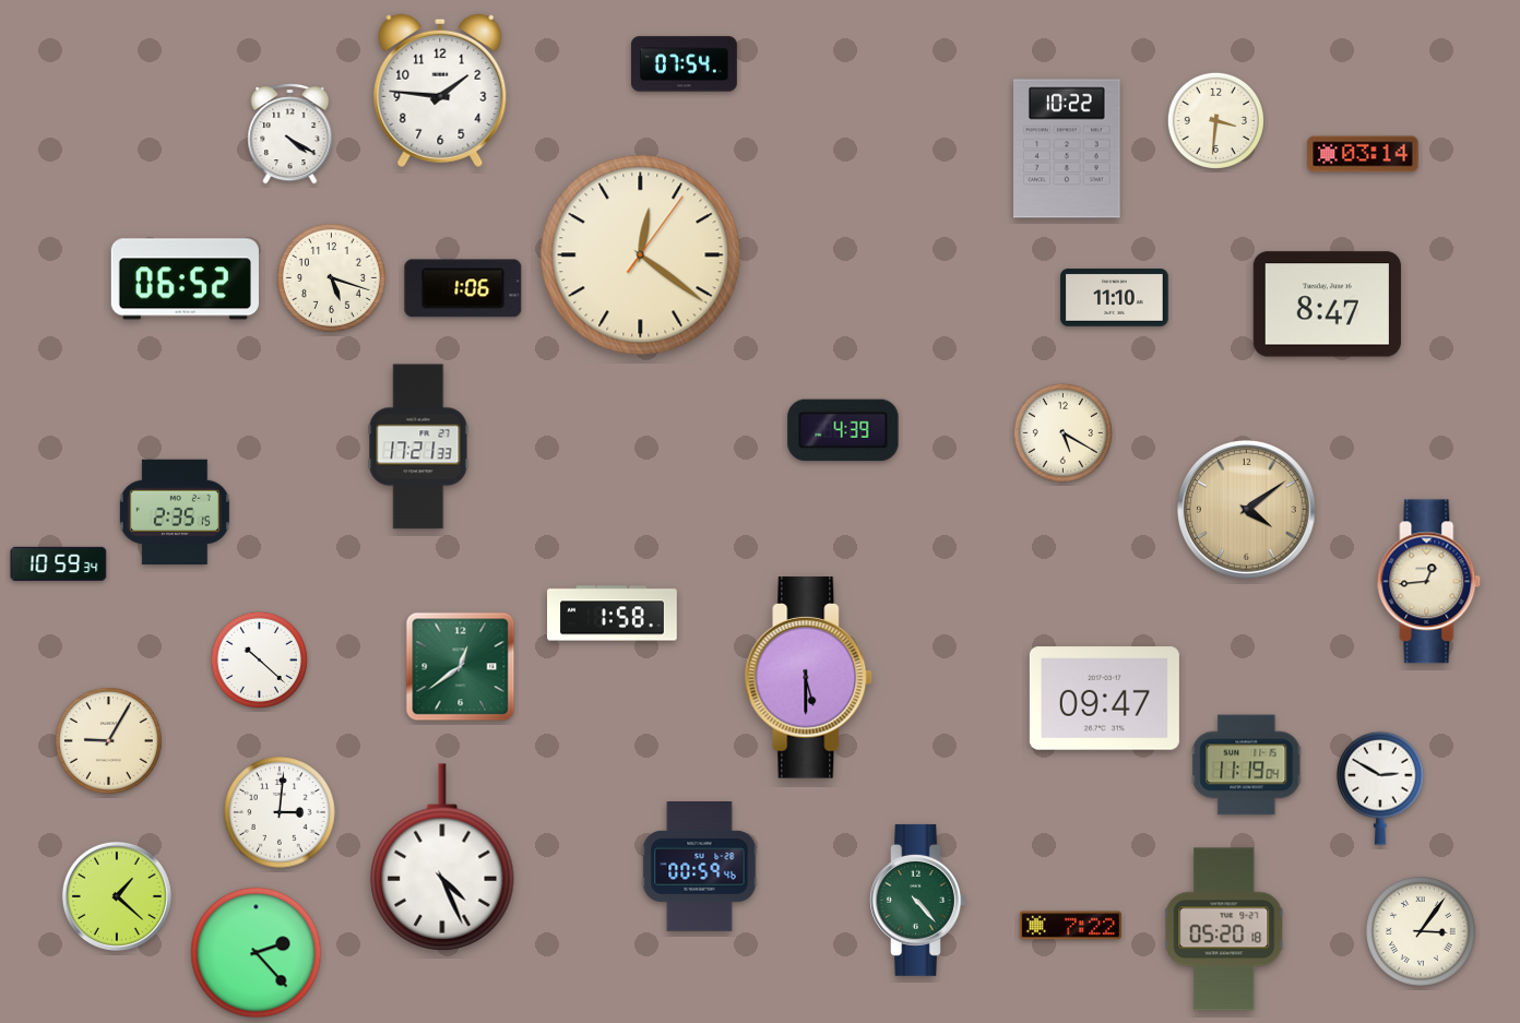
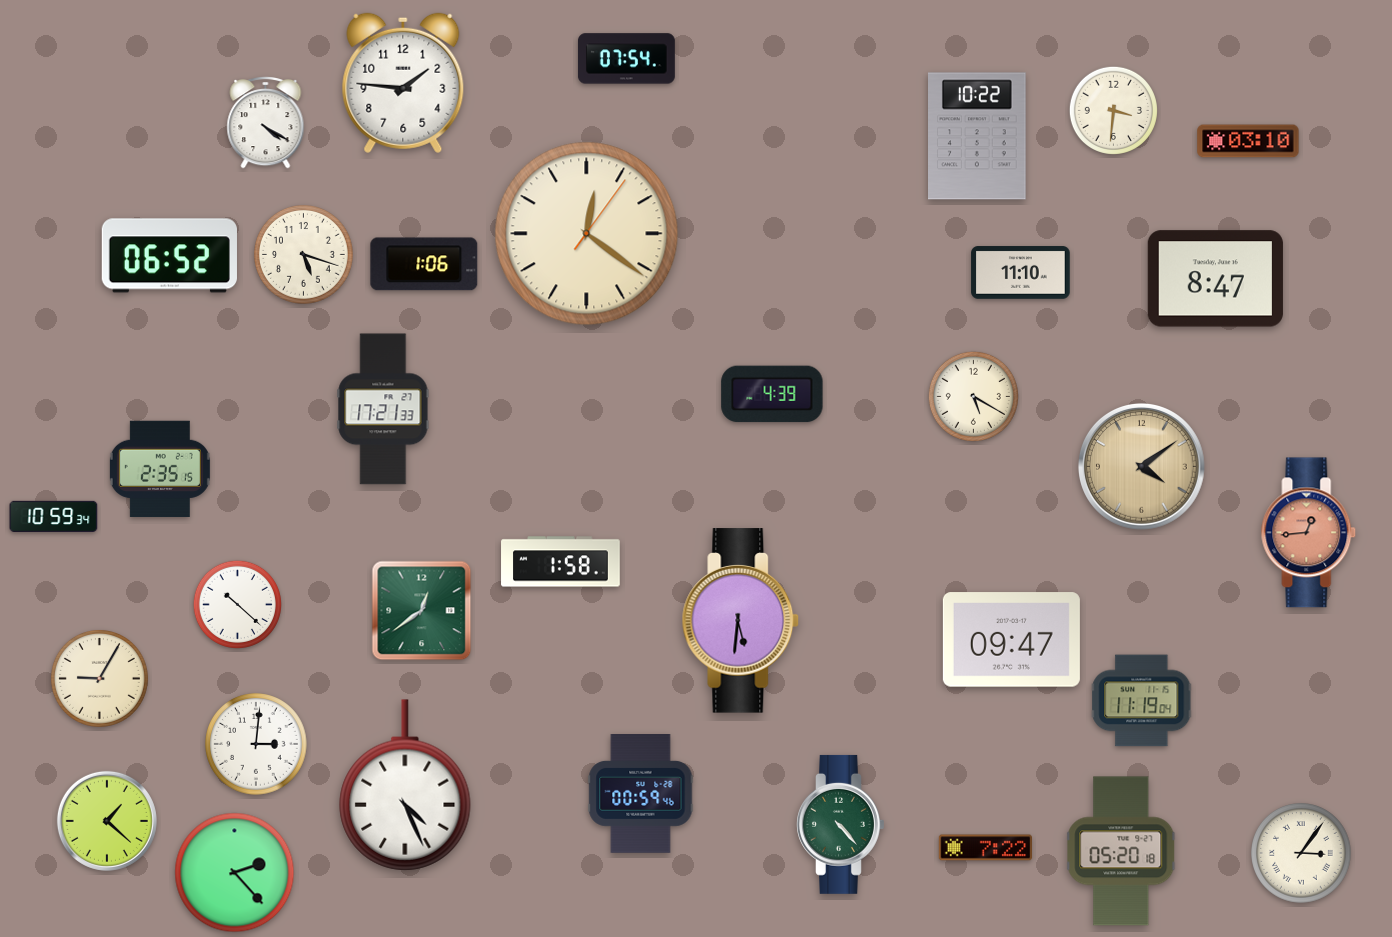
clock at (1363, 154): 03:14 -> 03:10
clock at (1429, 582) dial: cream -> salmon
clock at (809, 678): 5:30 -> 5:31
clock at (1380, 788): 2:50 -> none
clock at (1070, 926) position: (1070, 926) -> (985, 848)
